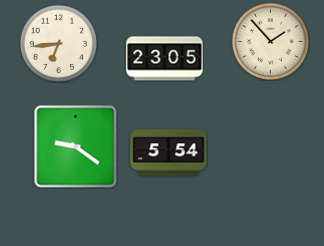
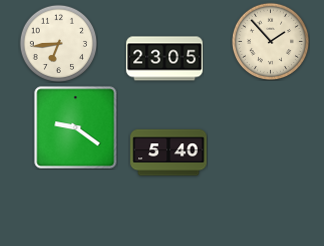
clock at (76, 147) position: (76, 147) -> (76, 128)
clock at (169, 153): 5:54 -> 5:40
